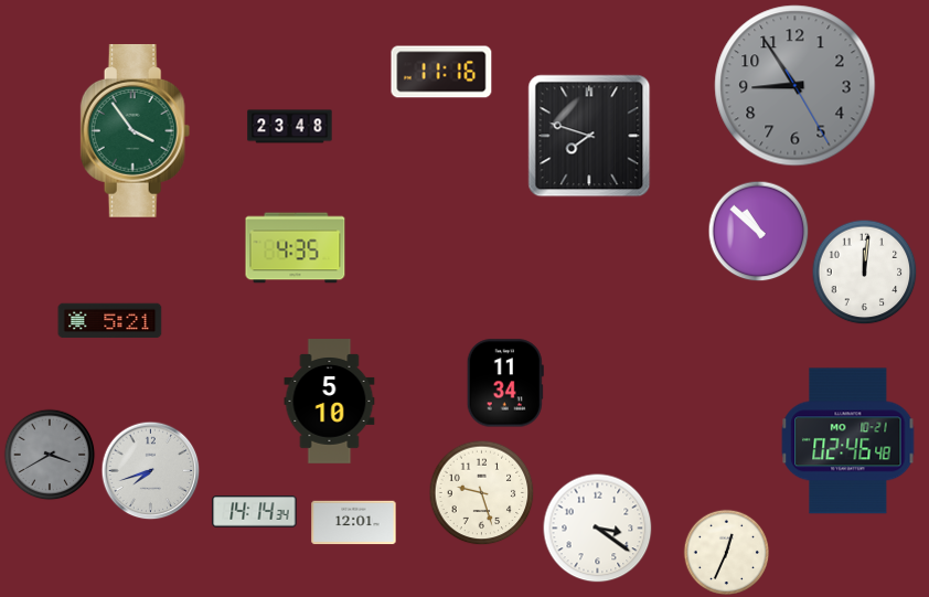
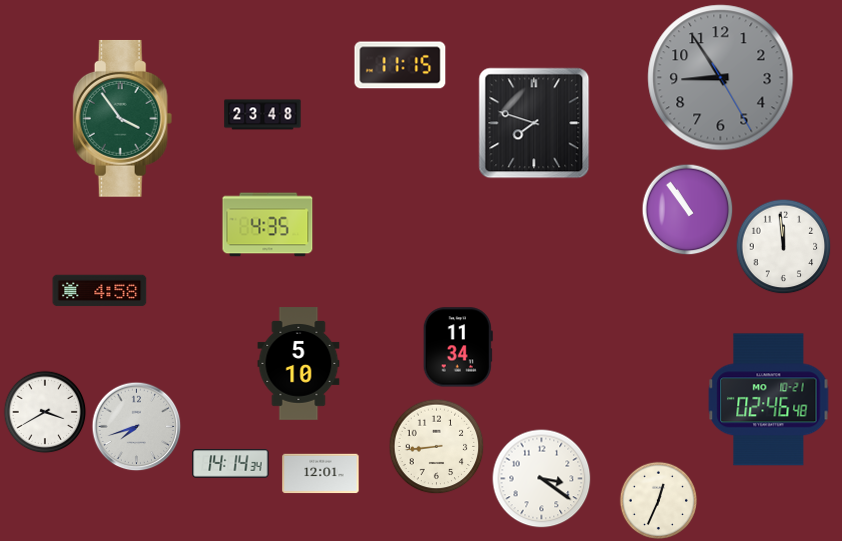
clock at (441, 72): 11:16 -> 11:15
clock at (758, 231): 10:52 -> 10:54
clock at (864, 271): 12:01 -> 11:59
clock at (110, 321): 5:21 -> 4:58
clock at (50, 455) dial: grey -> white
clock at (481, 492): 9:27 -> 8:44
